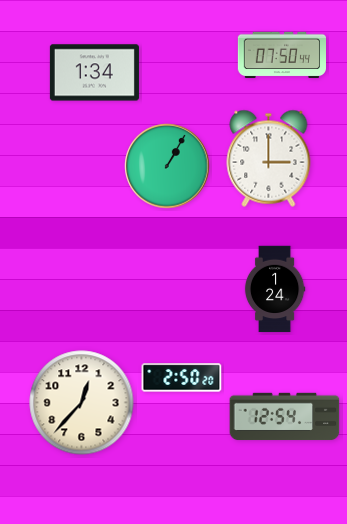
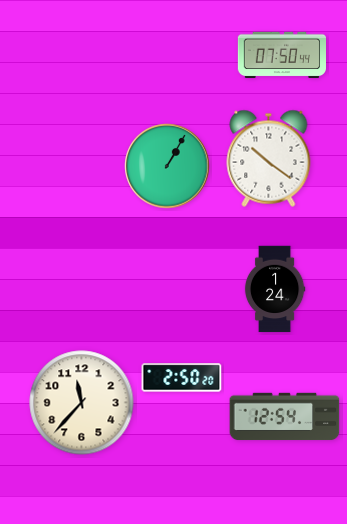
clock at (94, 73): 1:34 -> none
clock at (269, 158): 3:00 -> 10:21
clock at (82, 403): 12:37 -> 11:37
